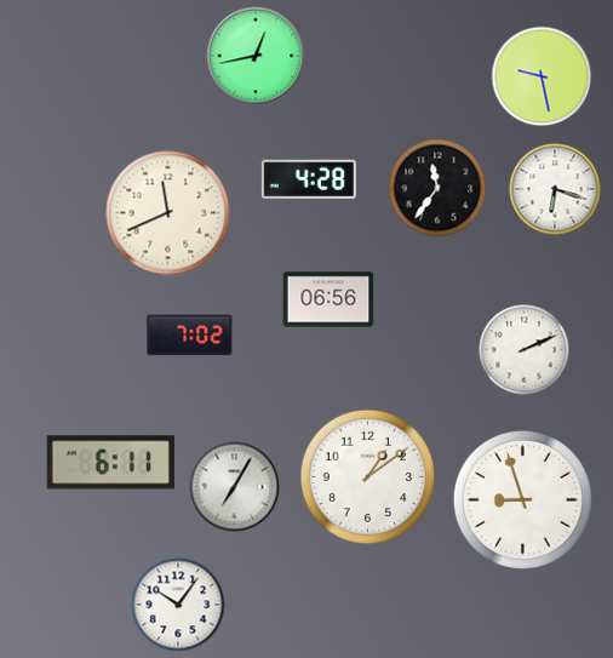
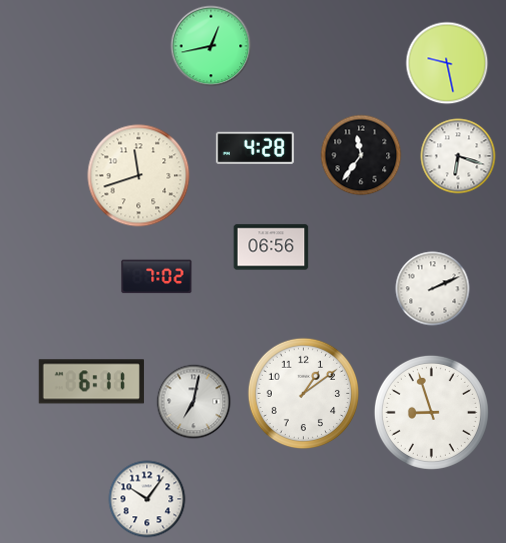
clock at (168, 213): 11:41 -> 11:42
clock at (235, 487): 7:05 -> 7:02
